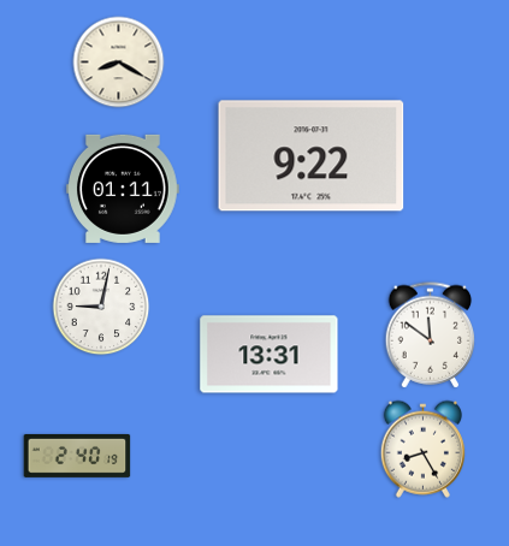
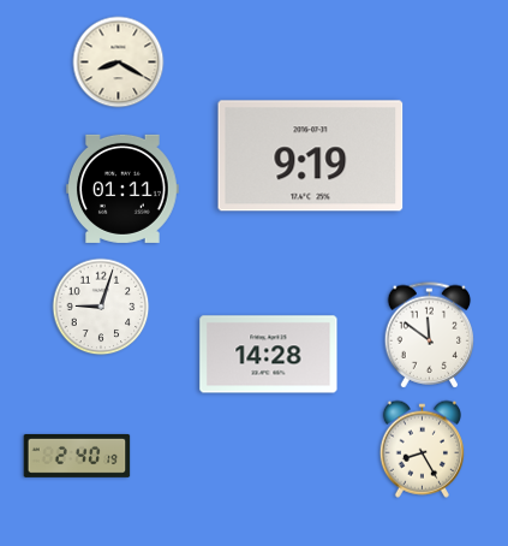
clock at (312, 156): 9:22 -> 9:19
clock at (101, 307): 9:02 -> 9:03
clock at (270, 355): 13:31 -> 14:28
